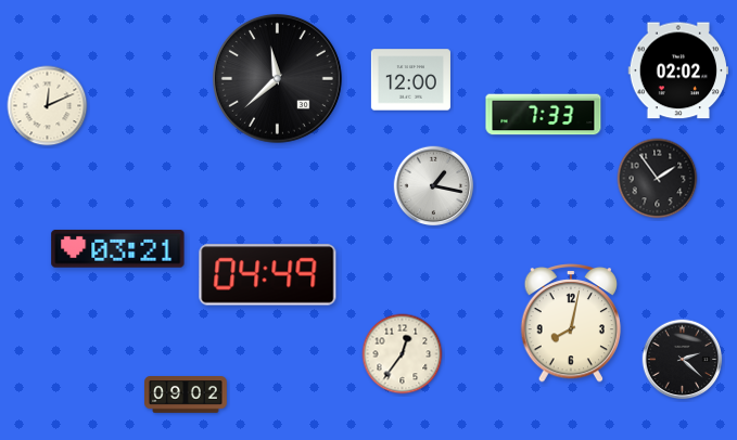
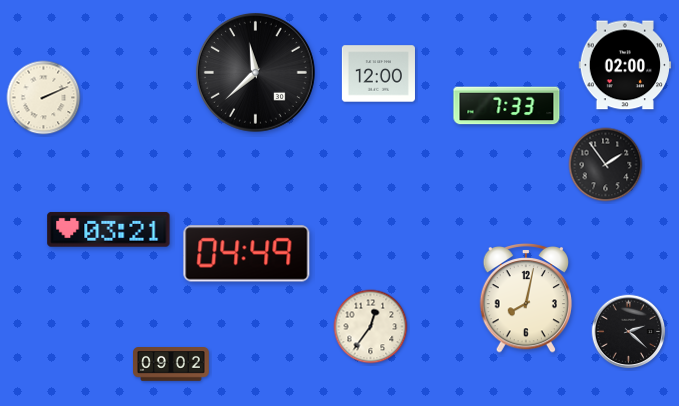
clock at (678, 70): 02:02 -> 02:00
clock at (48, 106): 12:11 -> 2:11
clock at (544, 115) position: (544, 115) -> (507, 106)
clock at (434, 186): 1:17 -> none
